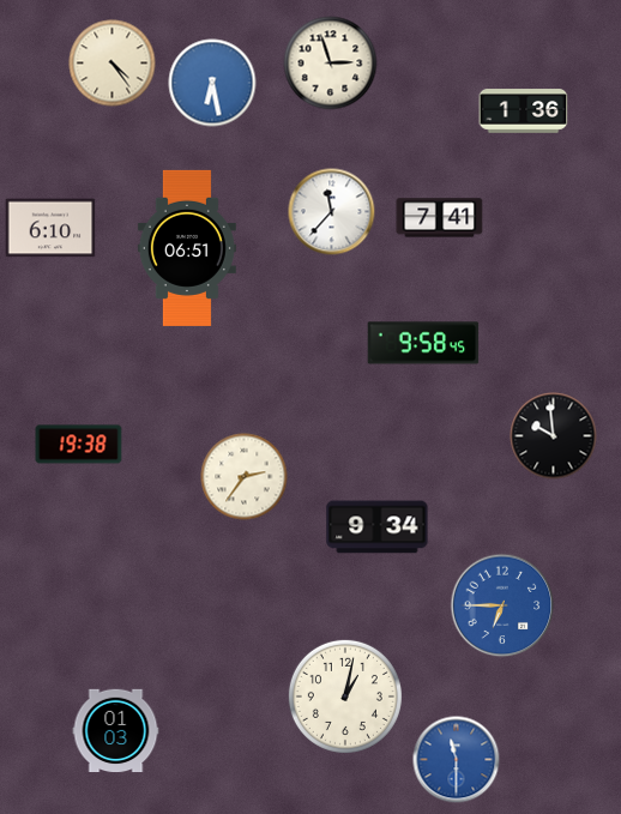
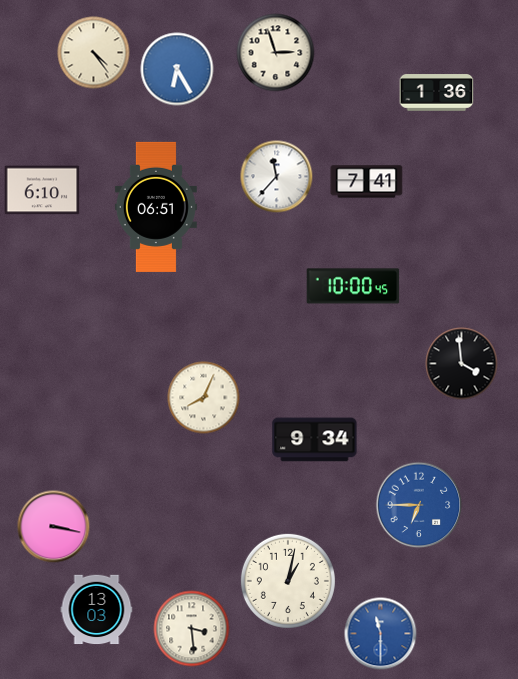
clock at (212, 83): 6:28 -> 6:25
clock at (423, 343): 9:58 -> 10:00
clock at (554, 436): 9:59 -> 3:59
clock at (79, 445): 19:38 -> none
clock at (245, 477): 2:36 -> 8:04
clock at (54, 527): none -> 3:17
clock at (116, 731): 01:03 -> 13:03
clock at (192, 629): none -> 3:29
